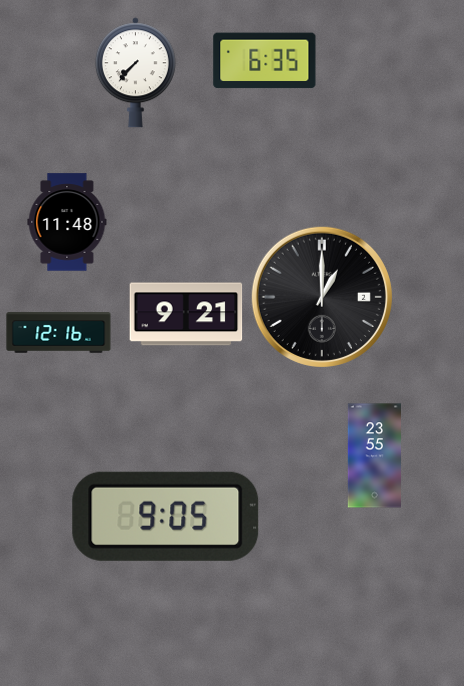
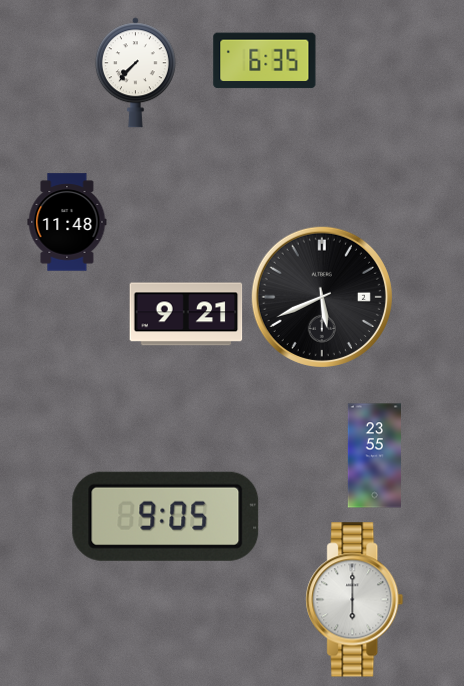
clock at (322, 297): 1:00 -> 5:41
clock at (59, 333): 12:16 -> none
clock at (355, 600): none -> 6:00
